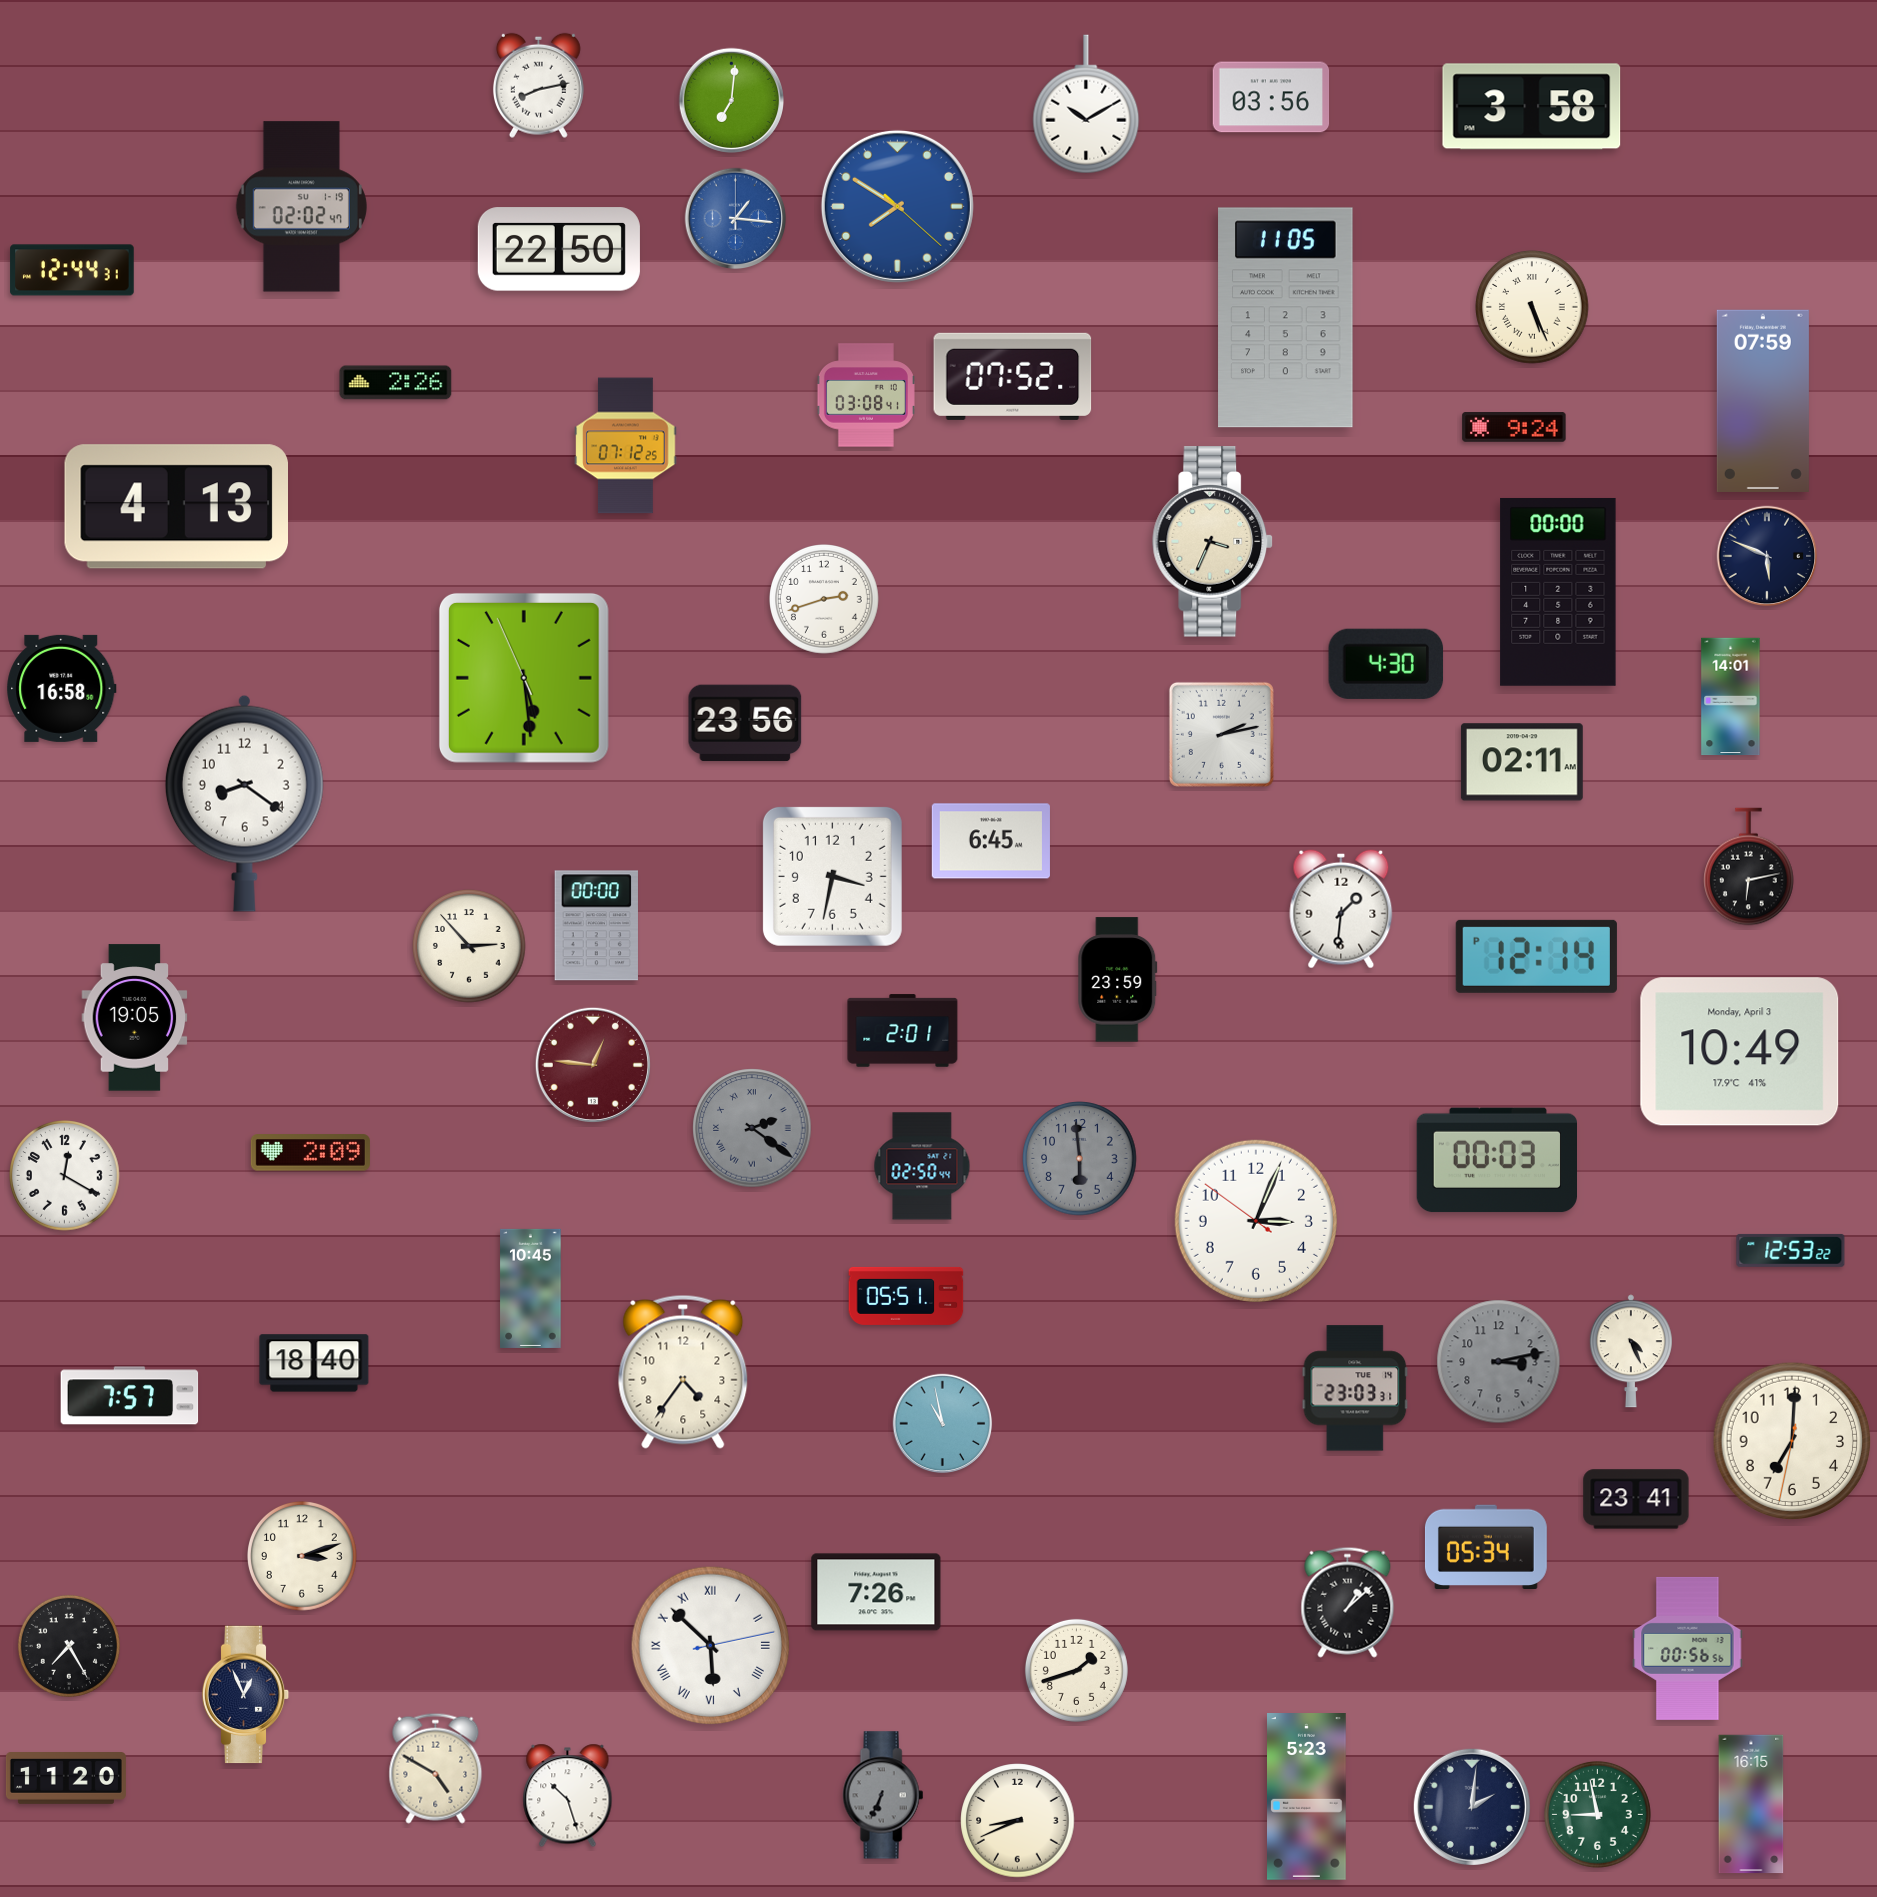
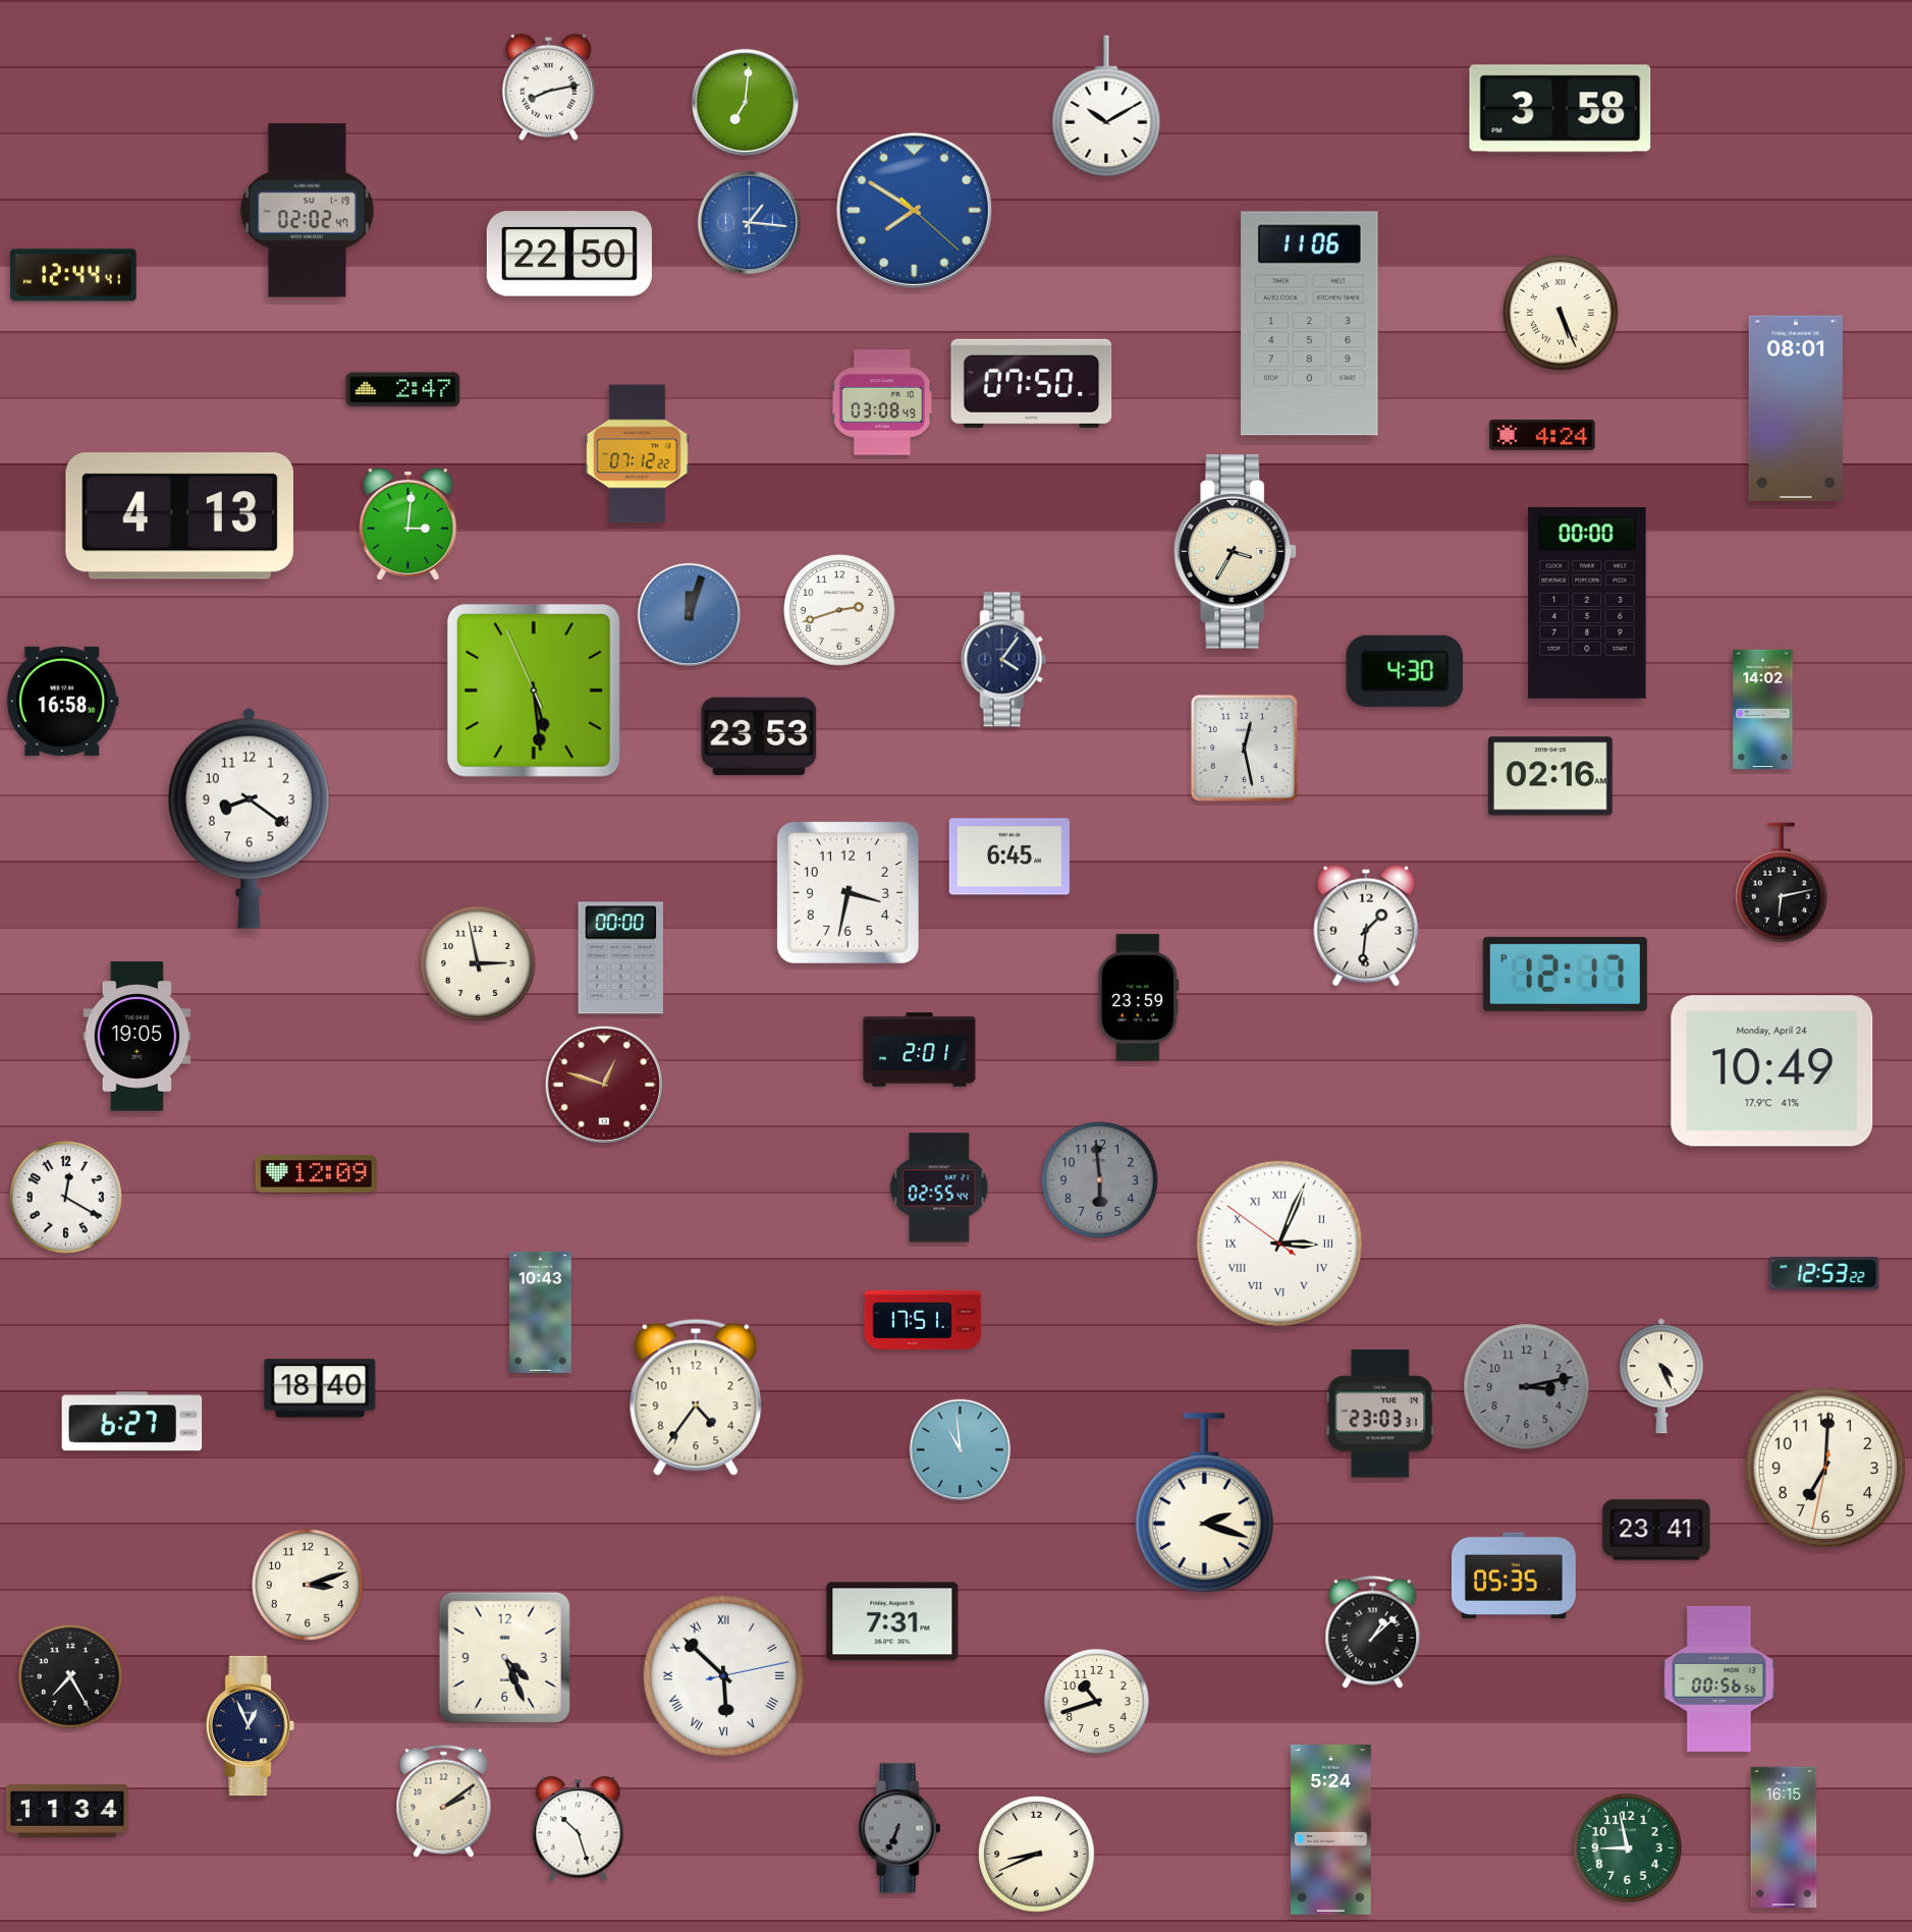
clock at (1271, 97): 03:56 -> none
clock at (72, 270): 12:44:31 -> 12:44:41
clock at (1286, 318): 11:05 -> 11:06
clock at (1013, 376): 07:52 -> 07:50
clock at (396, 383): 2:26 -> 2:47
clock at (866, 395): 03:08:41 -> 03:08:49
clock at (1763, 400): 07:59 -> 08:01
clock at (1514, 428): 9:24 -> 4:24
clock at (626, 446): 07:12:25 -> 07:12:22
clock at (408, 525): none -> 3:01
clock at (1213, 542): 3:34 -> 3:35
clock at (1767, 556): 5:49 -> none
clock at (690, 615): none -> 12:03
clock at (1004, 660): none -> 4:06
clock at (1386, 664) position: (1386, 664) -> (1405, 671)
clock at (1731, 697): 14:01 -> 14:02
clock at (745, 723): 23:56 -> 23:53
clock at (1221, 734): 2:13 -> 12:28
clock at (1522, 762): 02:11 -> 02:16
clock at (596, 926) position: (596, 926) -> (620, 958)
clock at (469, 946): 2:53 -> 2:58
clock at (1536, 956): 12:14 -> 12:17
clock at (1740, 1052) date: Monday, April 3 -> Monday, April 24
clock at (593, 1065): 12:46 -> 12:48
clock at (752, 1128): 2:21 -> none
clock at (310, 1153): 2:09 -> 12:09
clock at (1496, 1160): 00:03 -> none
clock at (922, 1166): 02:50 -> 02:55
clock at (1256, 1221) numerals: Arabic -> Roman
clock at (531, 1288): 10:45 -> 10:43
clock at (906, 1296): 05:51 -> 17:51
clock at (130, 1396): 7:57 -> 6:27
clock at (943, 1424): 10:58 -> 10:59
clock at (1204, 1503): none -> 2:18
clock at (1636, 1499) position: (1636, 1499) -> (1656, 1530)
clock at (1486, 1546): 05:34 -> 05:35
clock at (876, 1592): 7:26 -> 7:31
clock at (504, 1657): none -> 4:26
clock at (1076, 1670): 1:42 -> 10:42
clock at (436, 1768): 4:50 -> 2:09
clock at (66, 1779): 11:20 -> 11:34
clock at (1307, 1797): 5:23 -> 5:24
clock at (1472, 1807): 2:01 -> none
